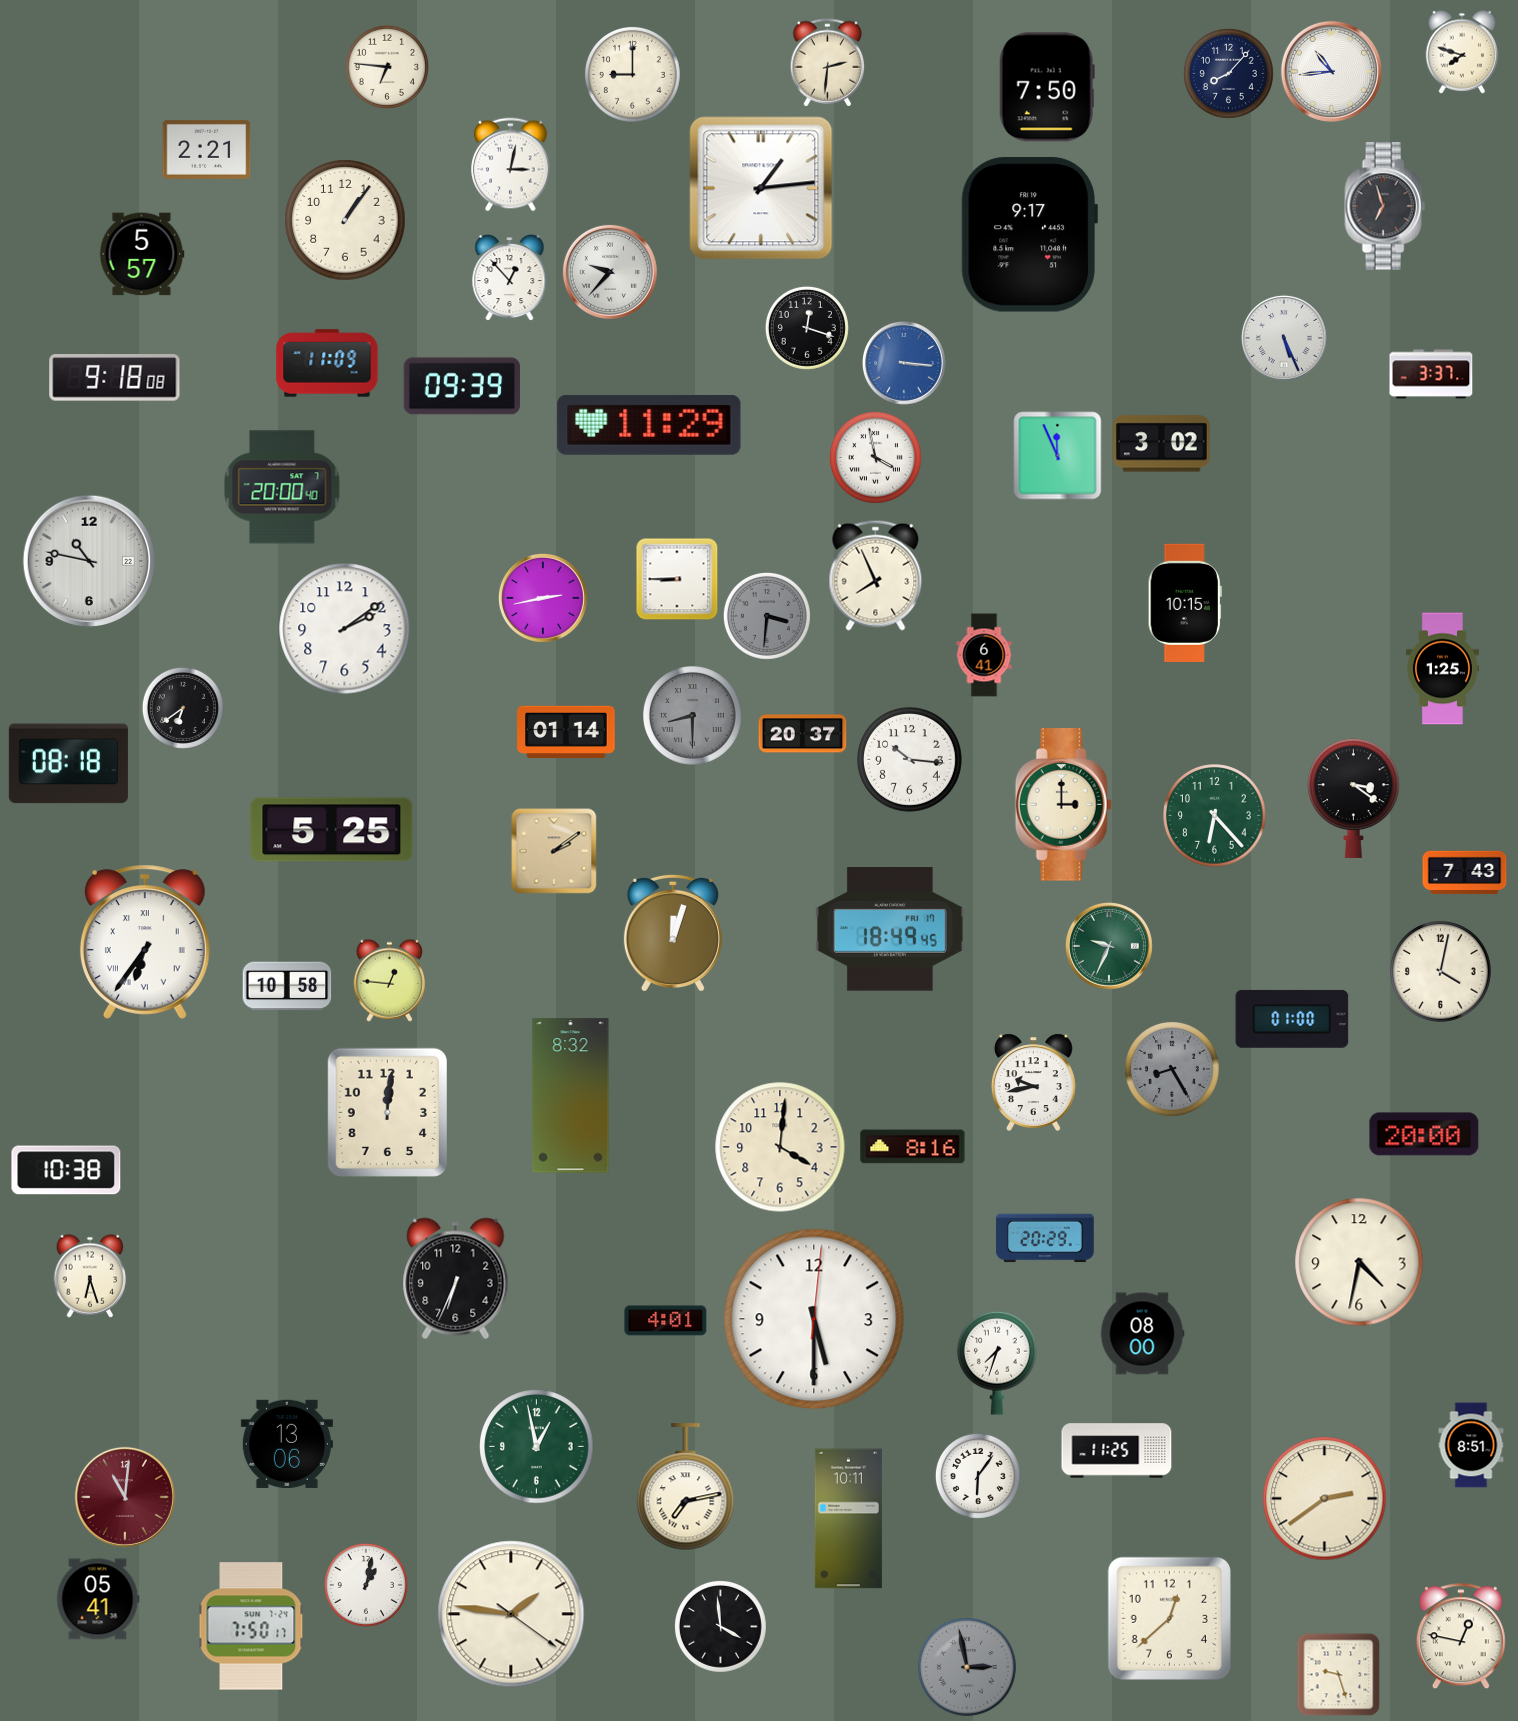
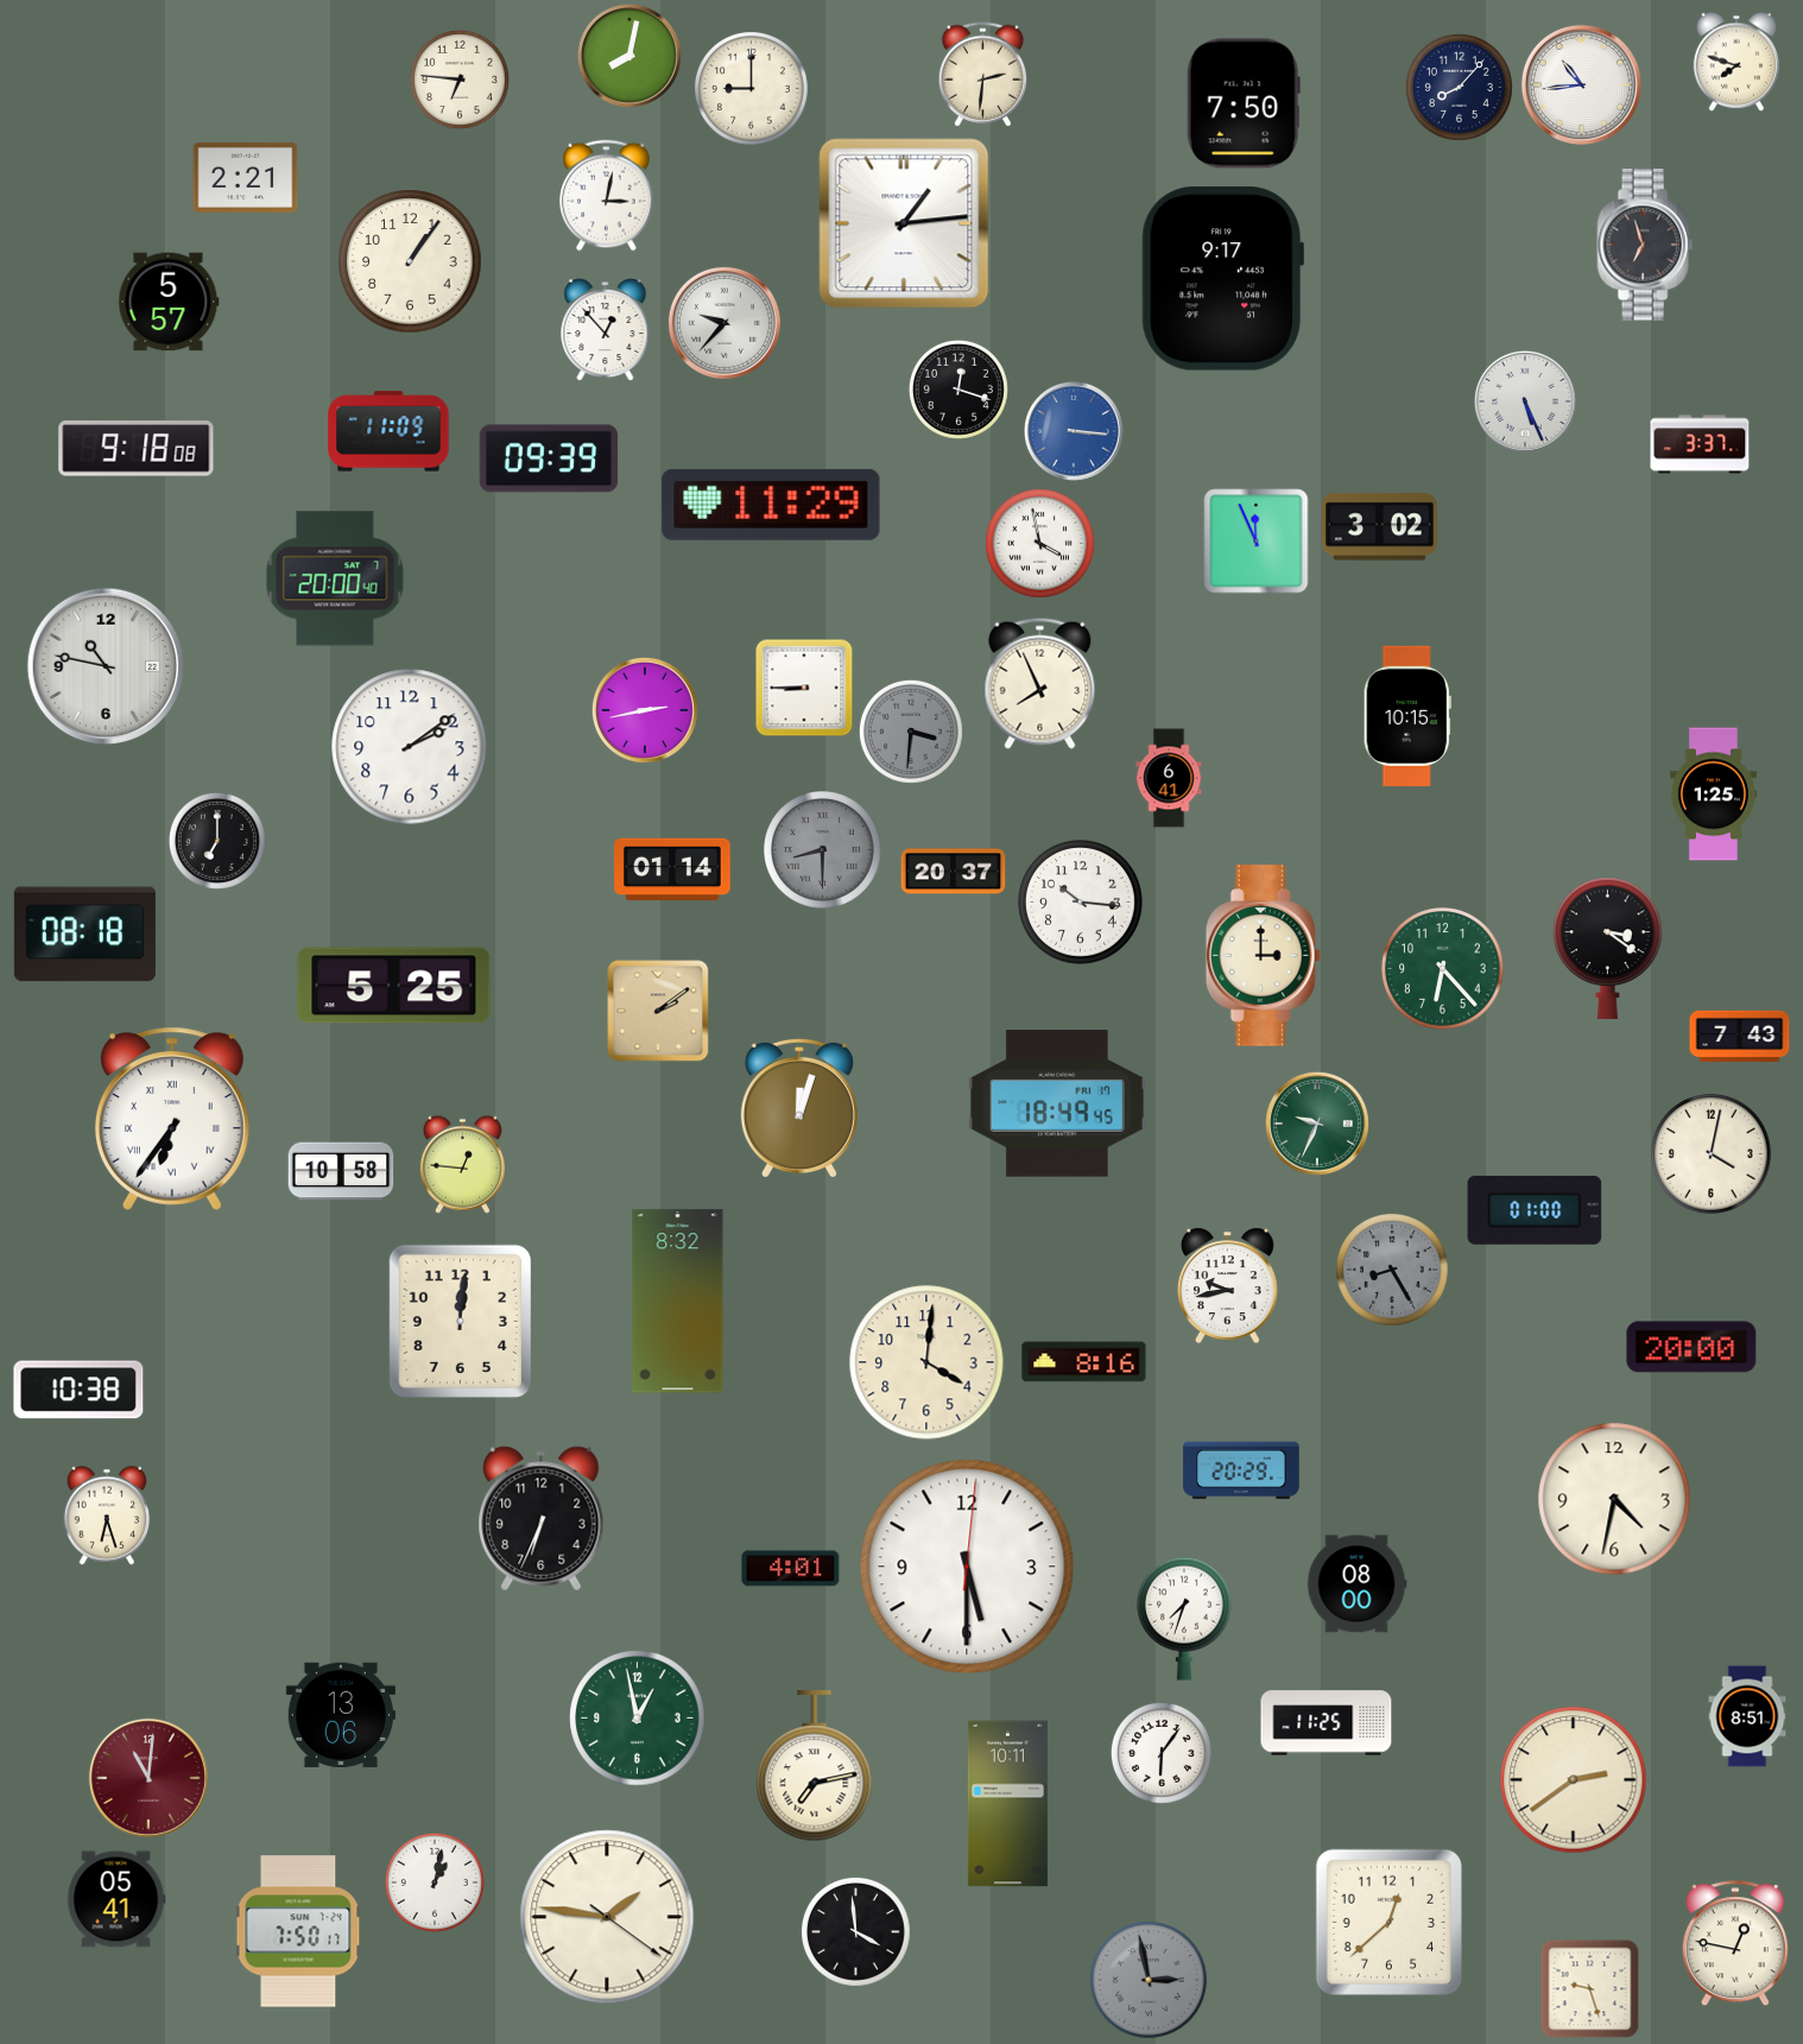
clock at (630, 56): none -> 8:02
clock at (183, 708): 6:39 -> 7:00
clock at (68, 764) position: (68, 764) -> (84, 935)
